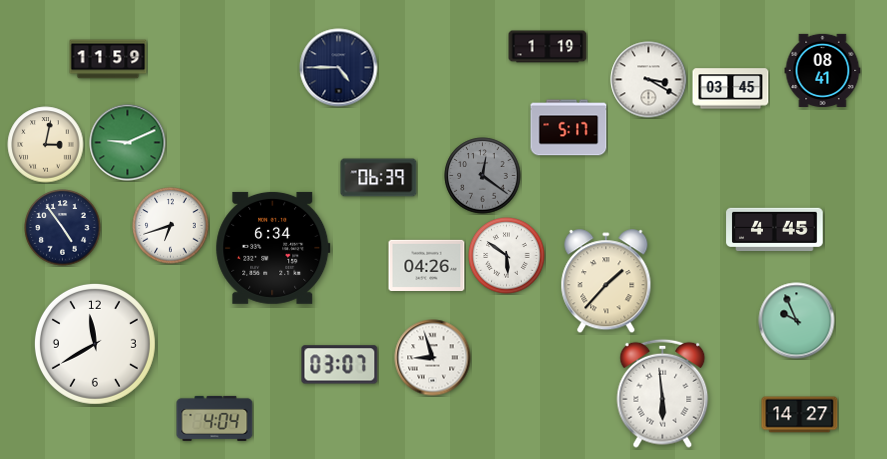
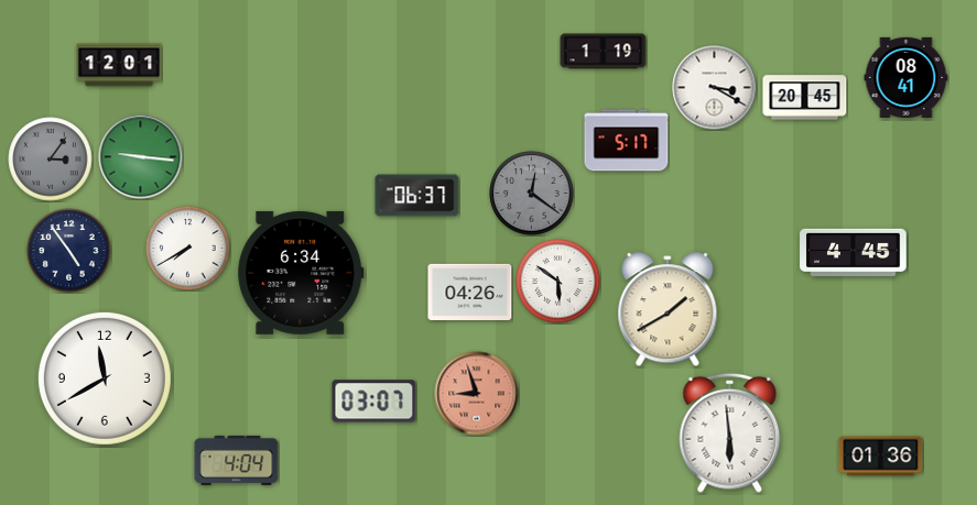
clock at (108, 59): 11:59 -> 12:01
clock at (339, 68): 4:45 -> none
clock at (731, 89): 03:45 -> 20:45
clock at (128, 143): 9:11 -> 9:16
clock at (46, 145): 3:02 -> 3:06
clock at (46, 145) dial: cream -> grey
clock at (379, 178): 06:39 -> 06:37
clock at (171, 226): 6:42 -> 7:40
clock at (606, 282): 1:37 -> 1:40
clock at (797, 321): 9:56 -> none
clock at (433, 358) dial: white -> salmon
clock at (800, 415): 14:27 -> 01:36
